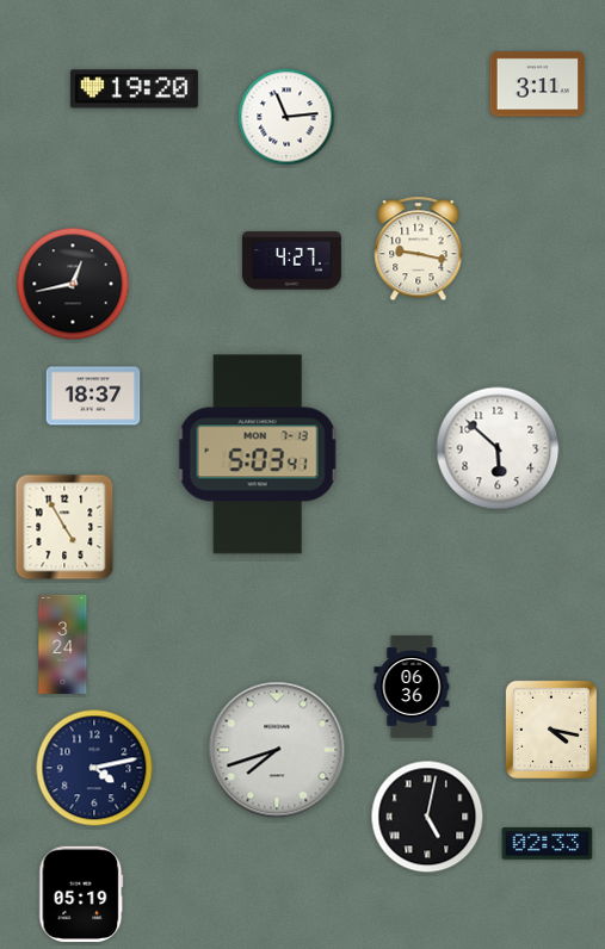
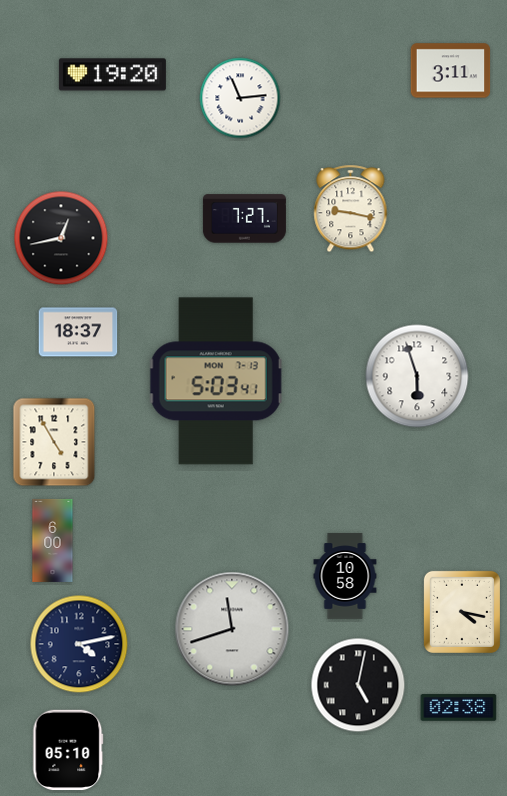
clock at (291, 261): 4:27 -> 7:27
clock at (498, 448): 5:52 -> 5:57
clock at (63, 644): 3:24 -> 6:00
clock at (412, 687): 06:36 -> 10:58
clock at (277, 750): 7:42 -> 11:42
clock at (548, 844): 02:33 -> 02:38
clock at (81, 894): 05:19 -> 05:10
